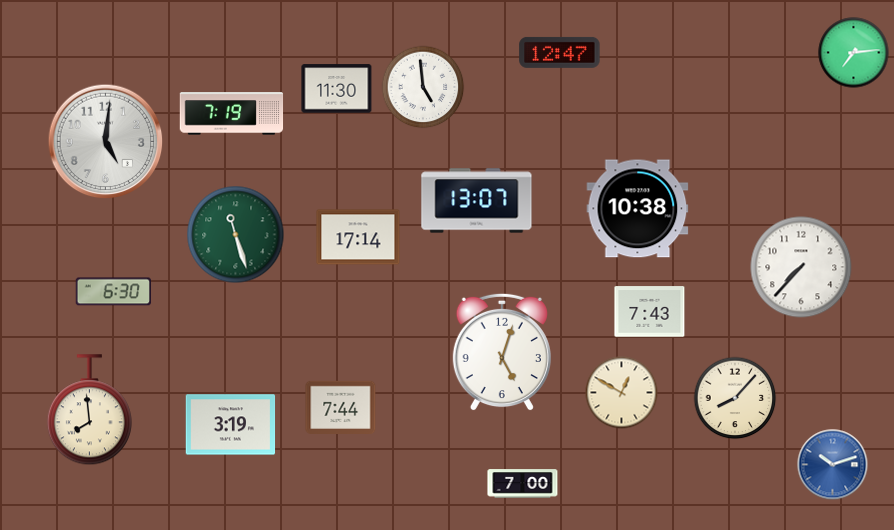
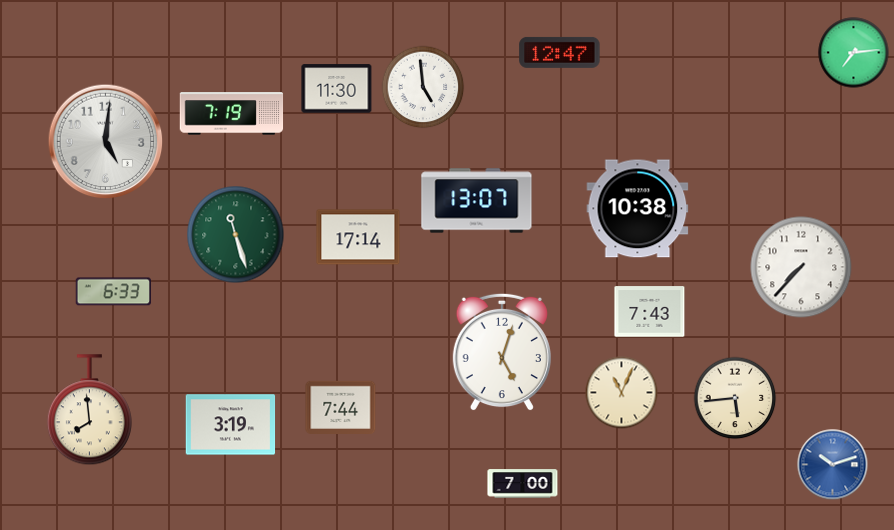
clock at (114, 292): 6:30 -> 6:33
clock at (622, 393): 12:50 -> 11:04
clock at (735, 398): 8:07 -> 5:44
